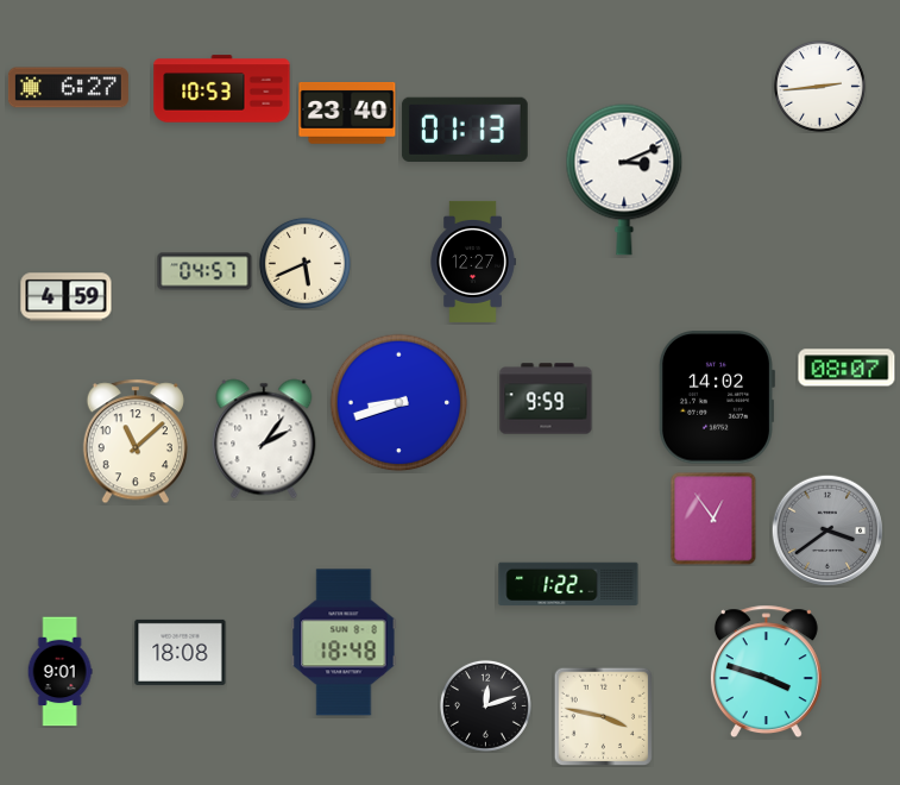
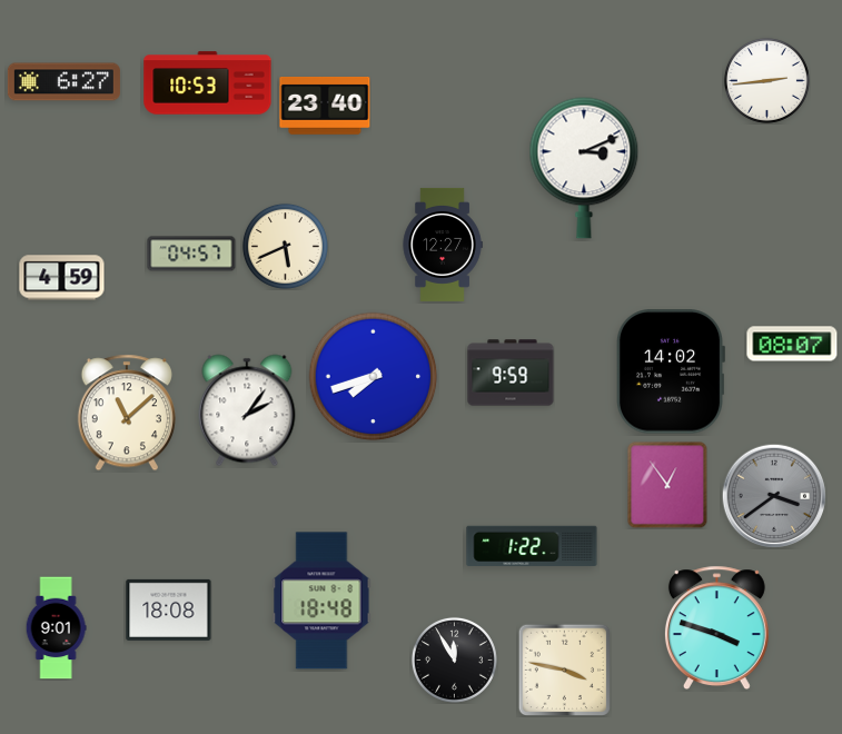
clock at (465, 130): 01:13 -> none
clock at (399, 403): 8:42 -> 7:42
clock at (485, 705): 12:12 -> 11:55
